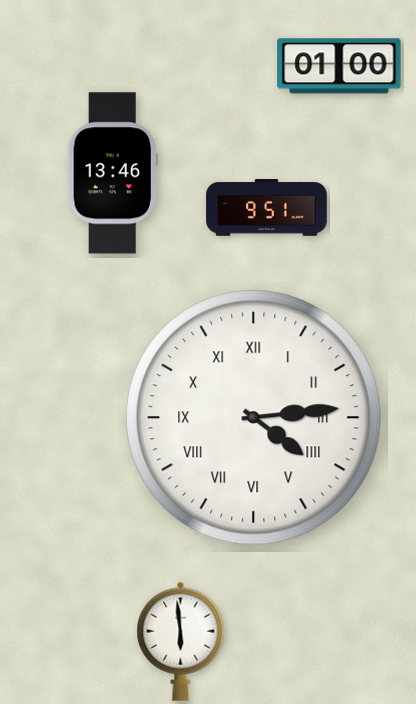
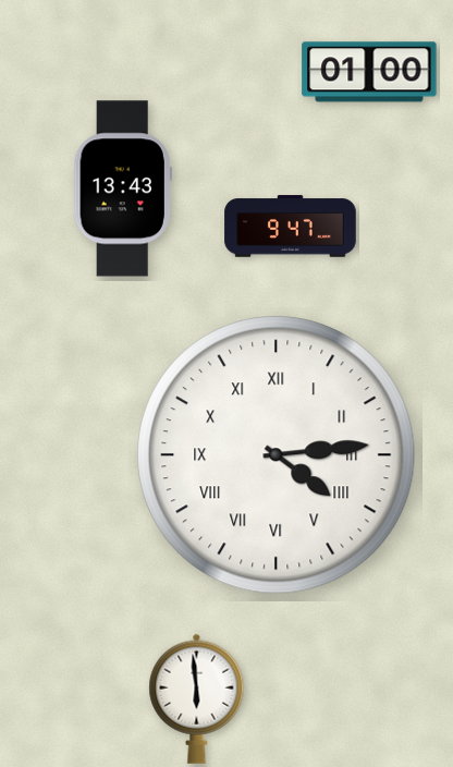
clock at (113, 173): 13:46 -> 13:43
clock at (267, 208): 9:51 -> 9:47
